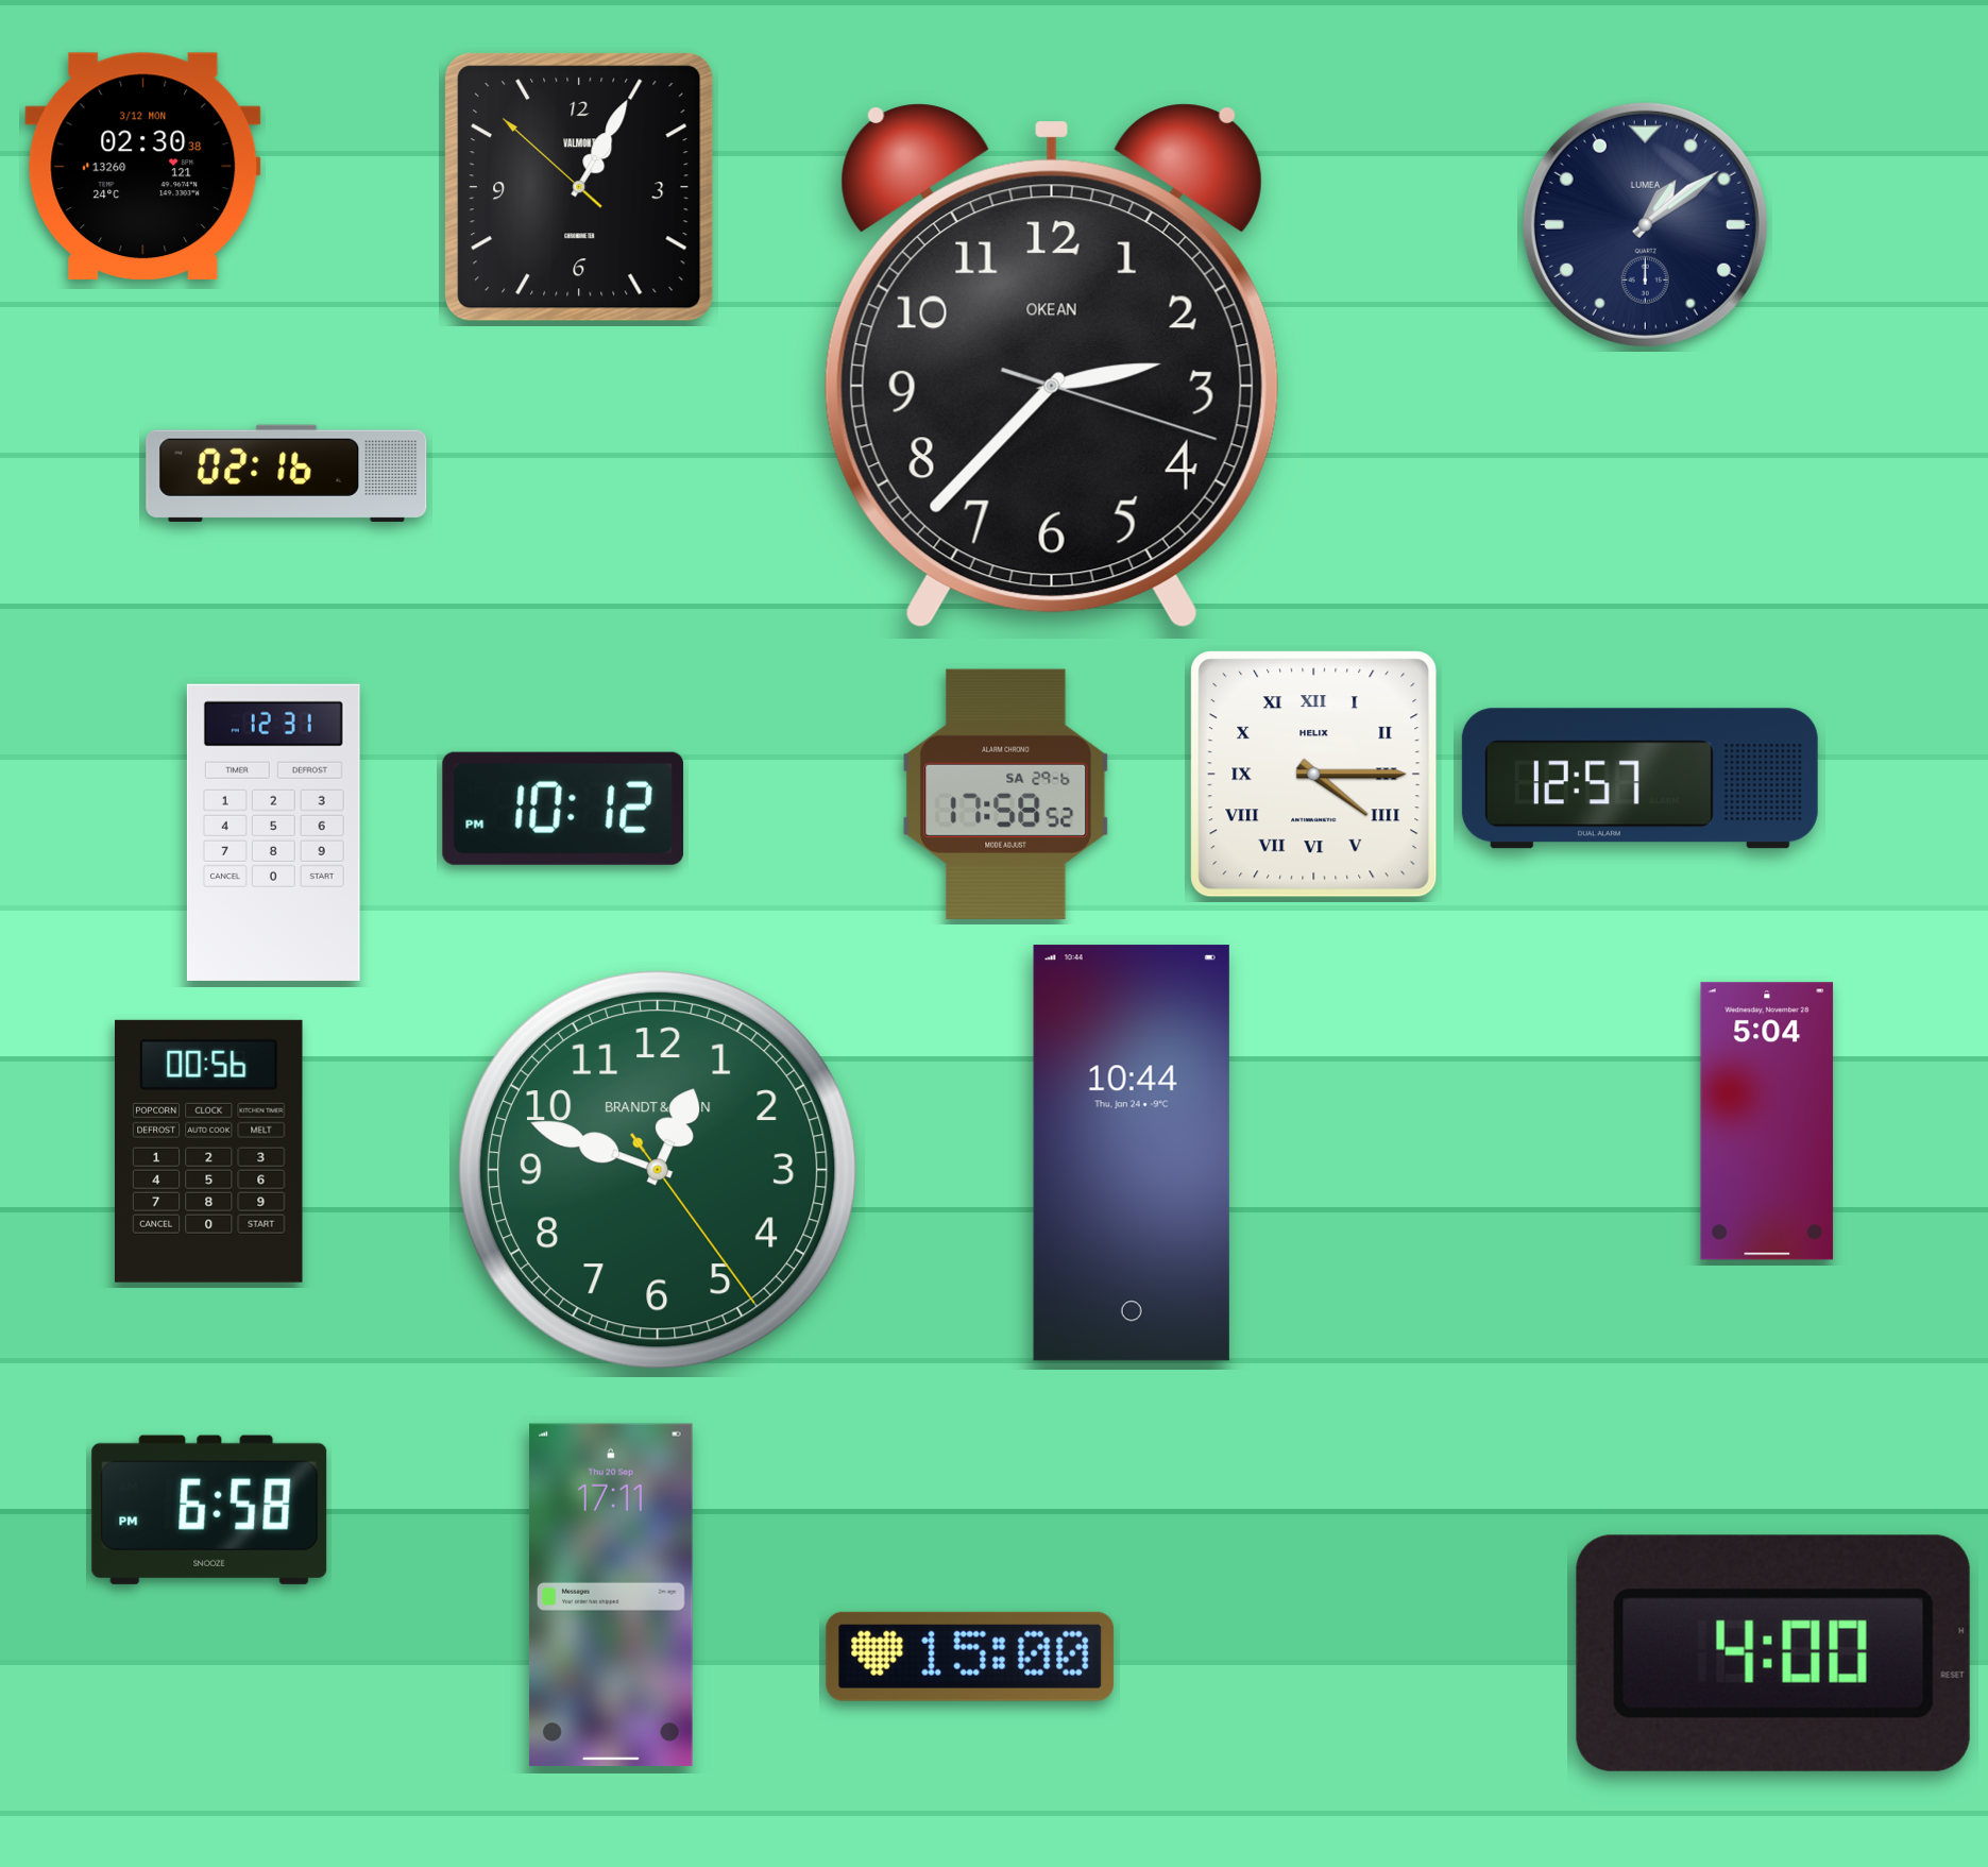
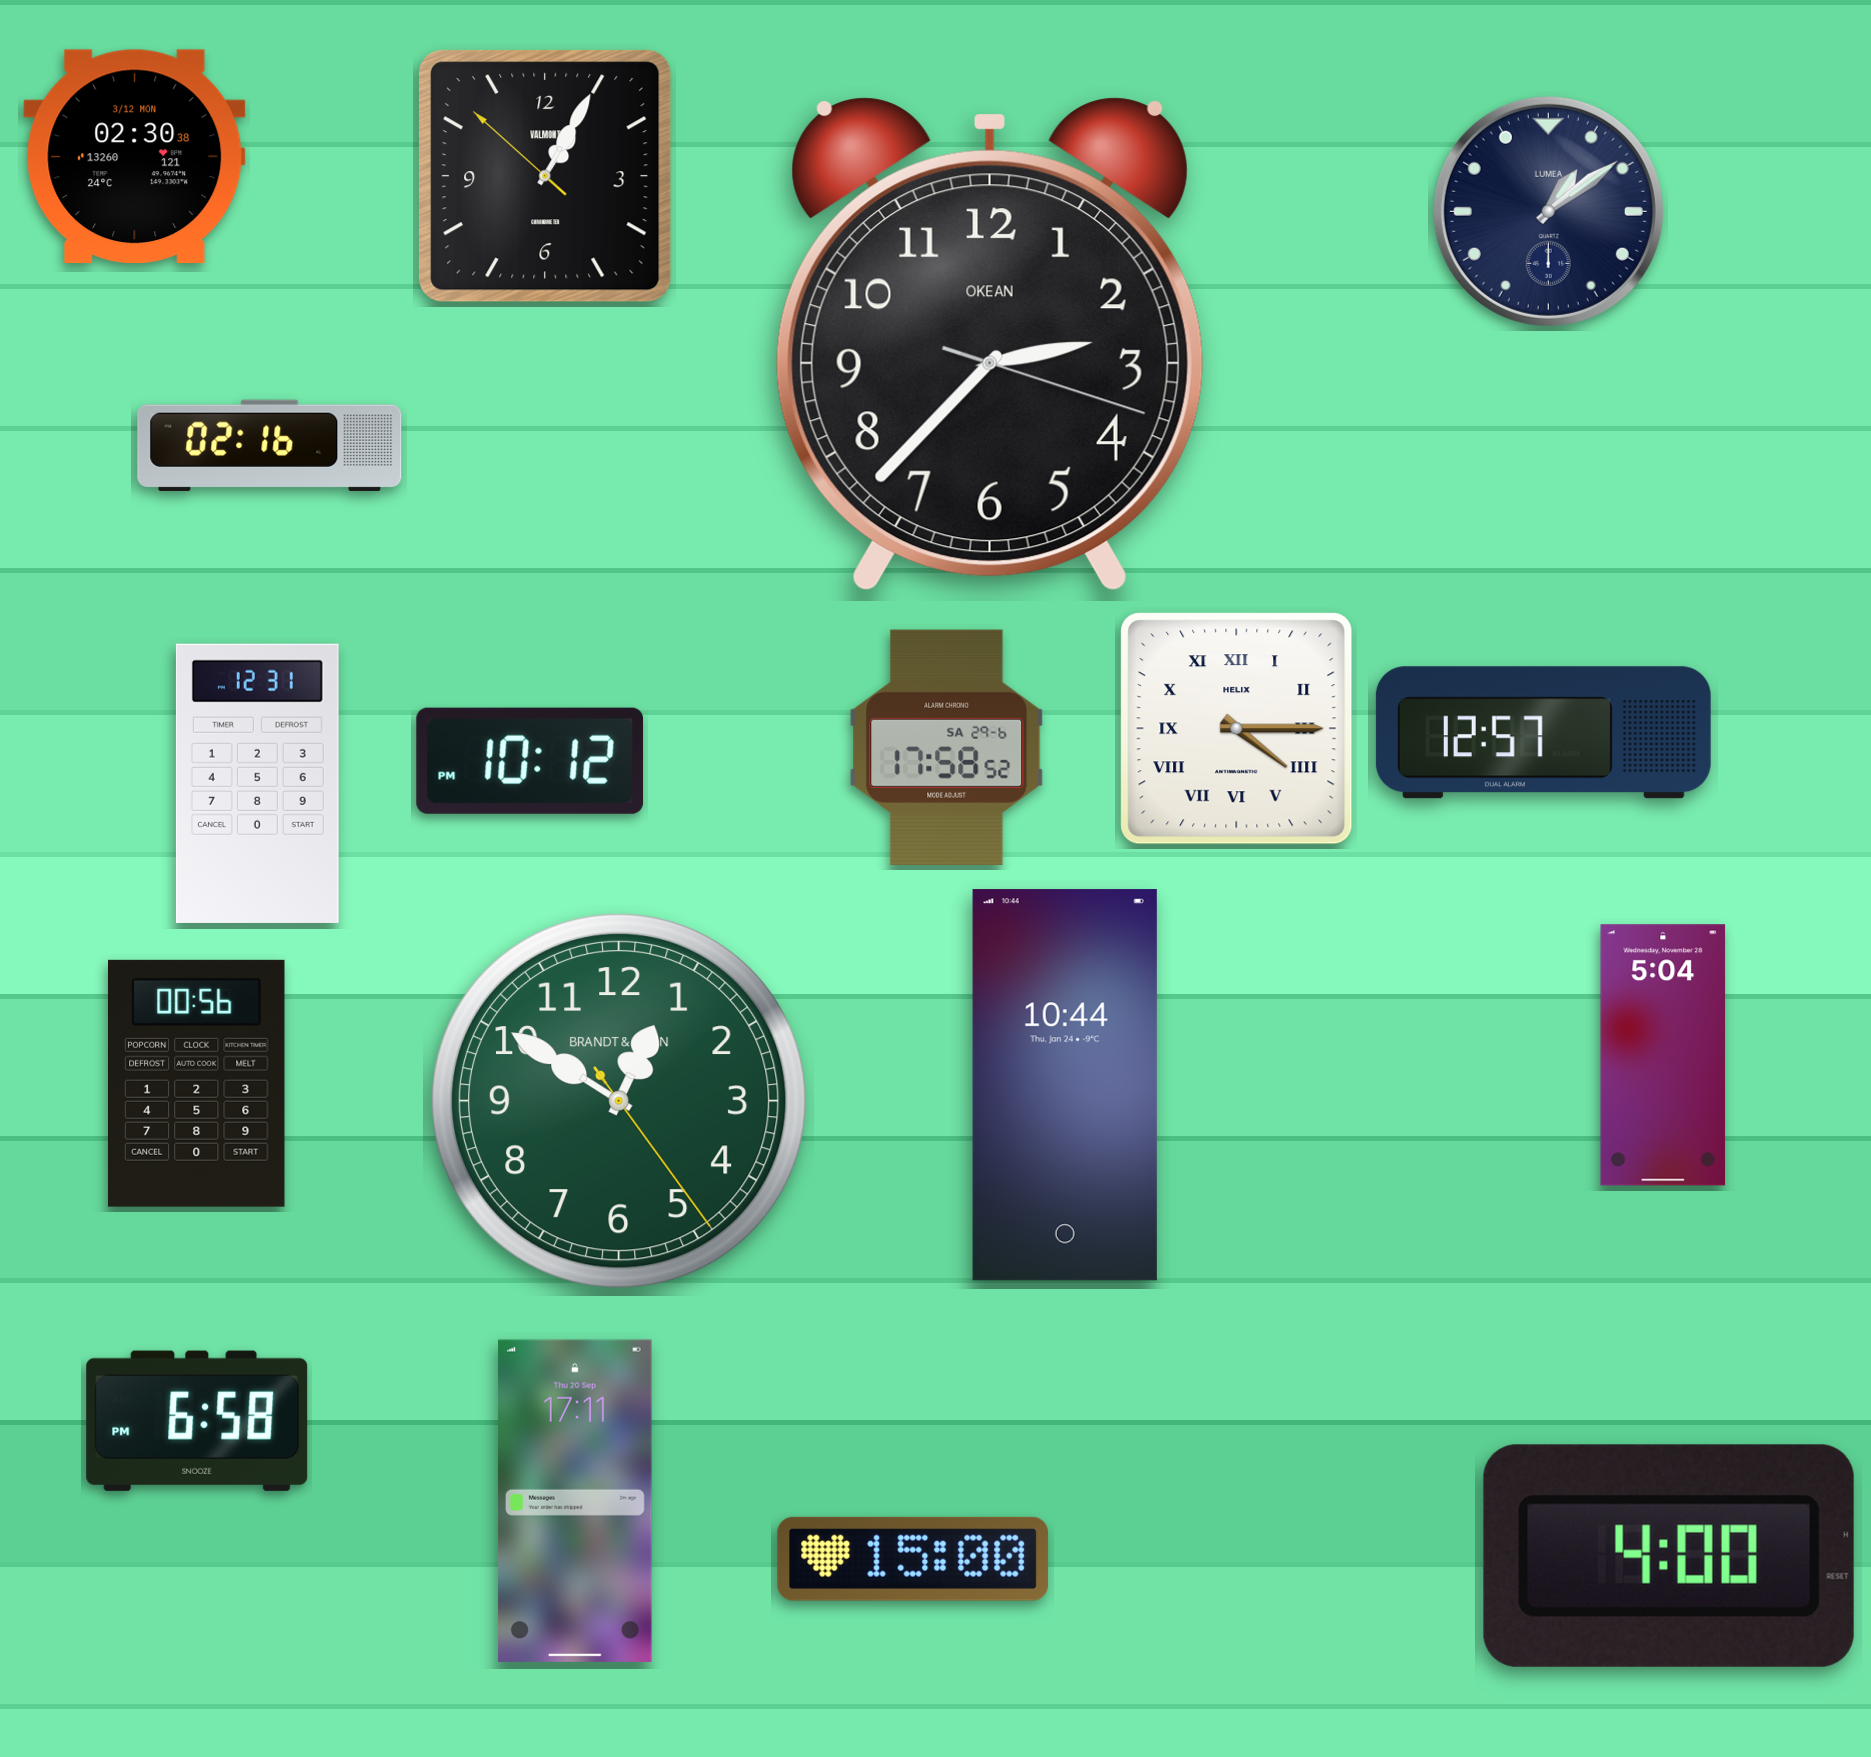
clock at (658, 1170): 12:48 -> 12:50
